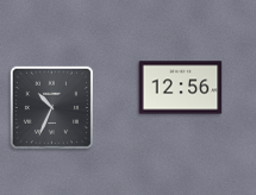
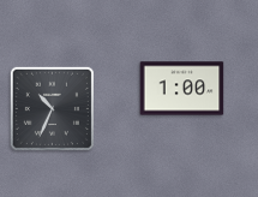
clock at (181, 88): 12:56 -> 1:00
